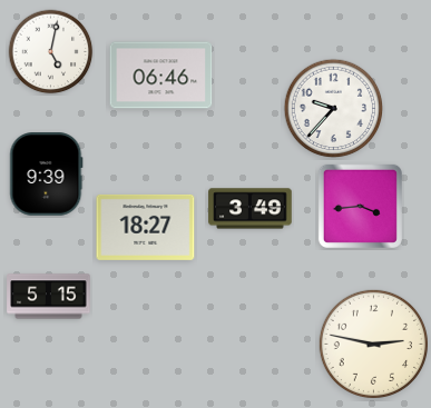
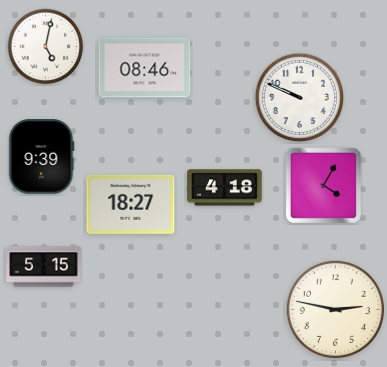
clock at (161, 76): 06:46 -> 08:46
clock at (334, 109): 9:37 -> 9:49
clock at (360, 206): 3:44 -> 4:05
clock at (251, 209): 3:49 -> 4:18
